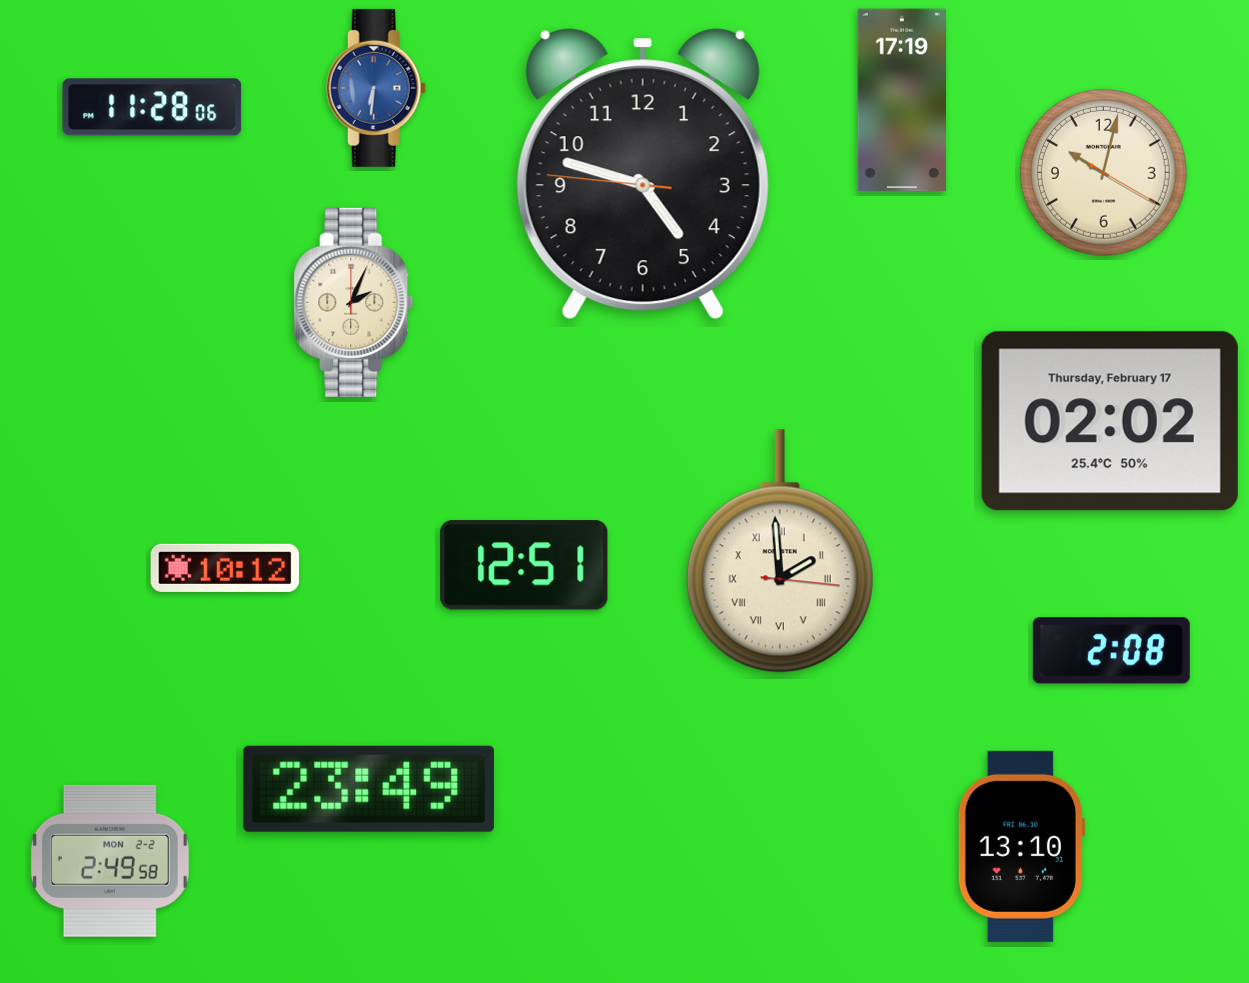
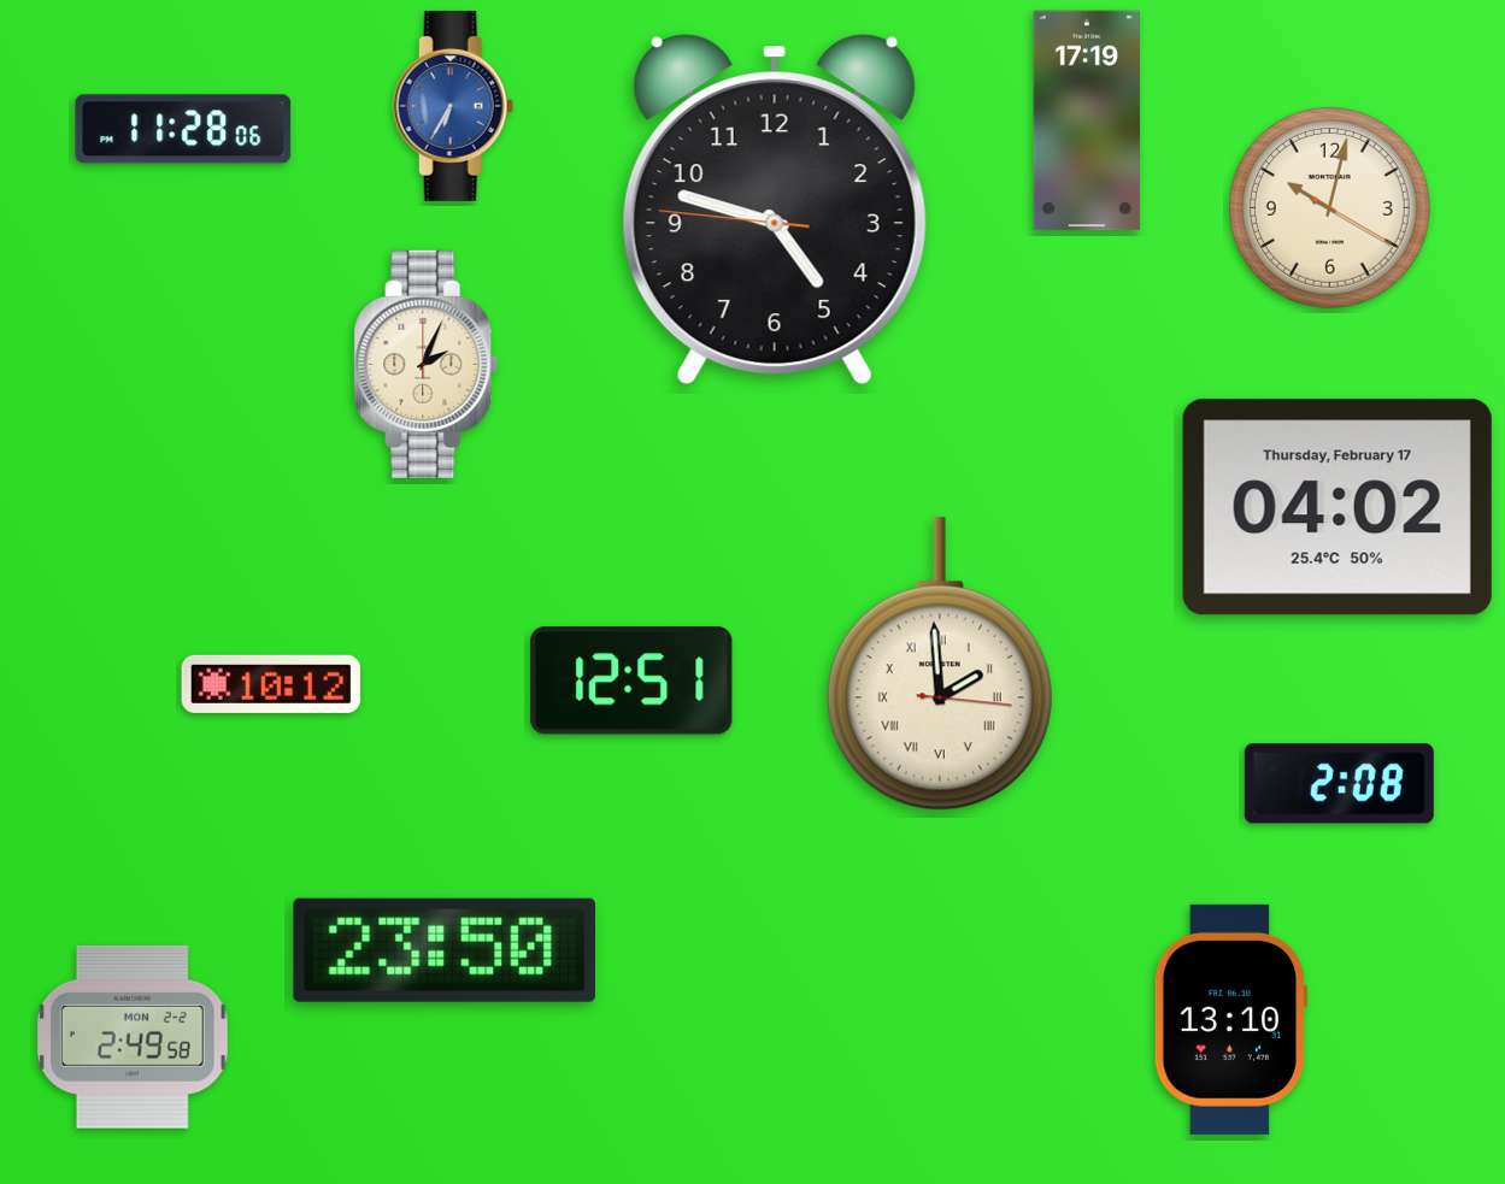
clock at (376, 88): 6:31 -> 6:35
clock at (1110, 421): 02:02 -> 04:02
clock at (369, 789): 23:49 -> 23:50
